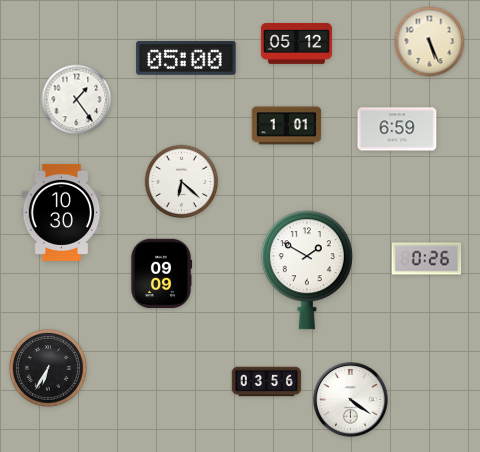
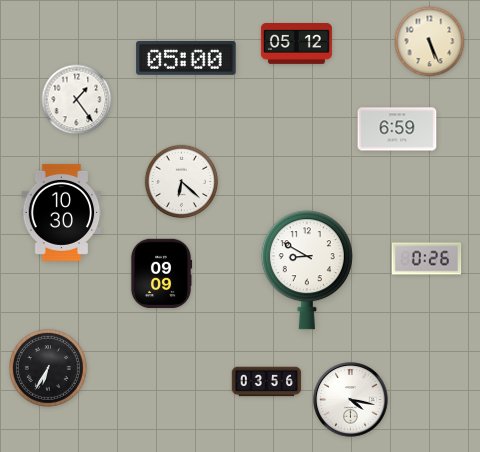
clock at (287, 126): 1:01 -> none
clock at (307, 270): 1:50 -> 8:50
clock at (351, 400): 4:21 -> 4:17
